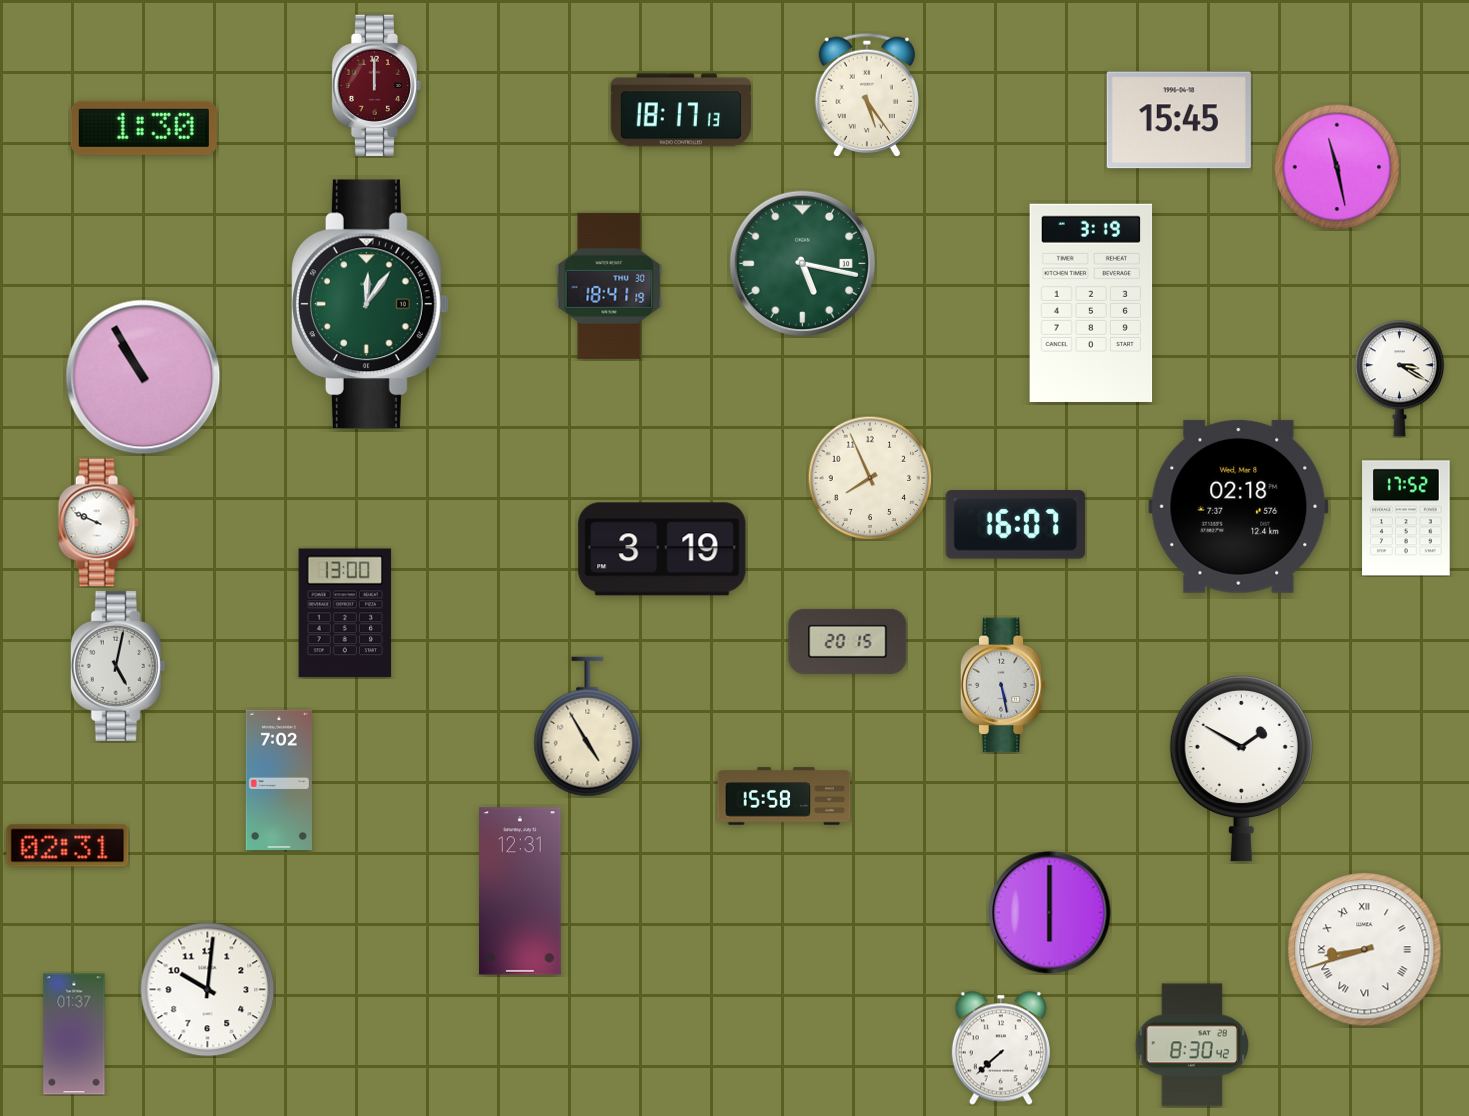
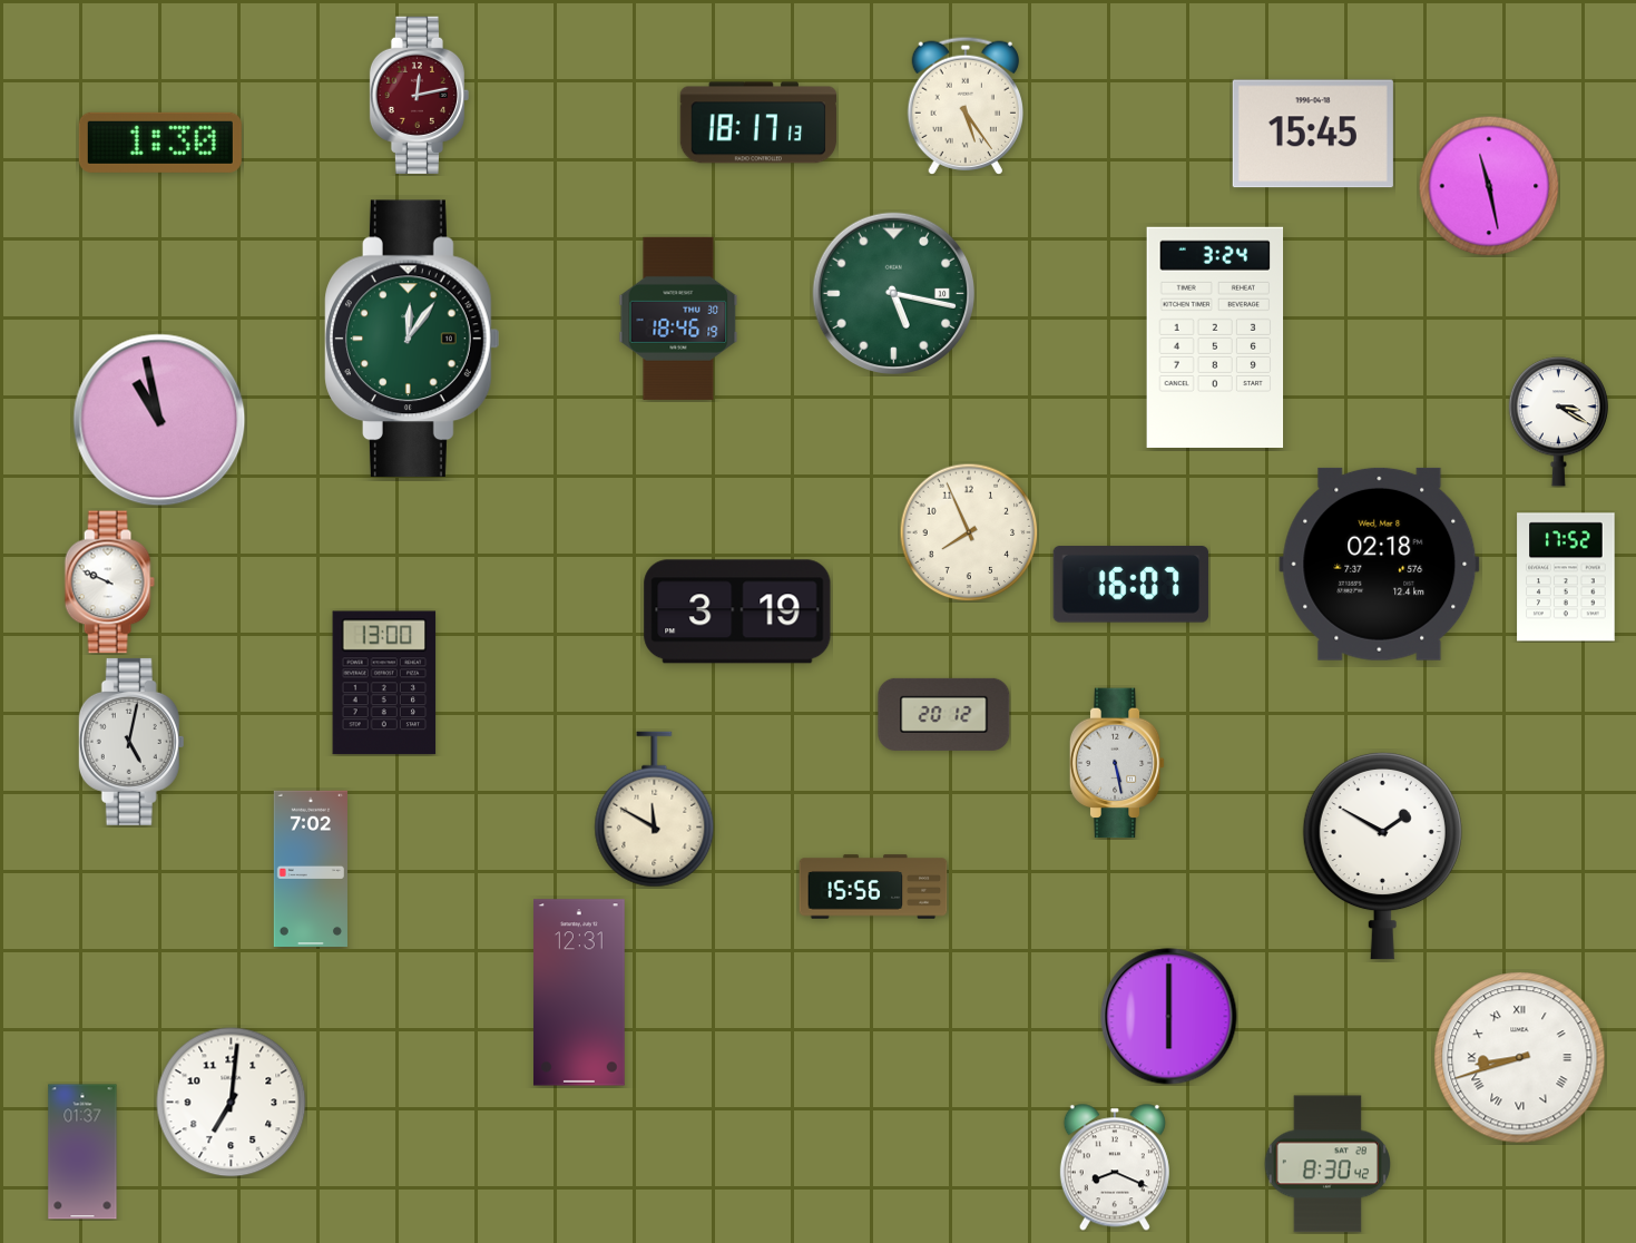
clock at (376, 85): 12:00 -> 12:13
clock at (609, 286): 18:41 -> 18:46
clock at (1091, 303): 3:19 -> 3:24
clock at (143, 377): 10:55 -> 10:58
clock at (848, 641): 20:15 -> 20:12
clock at (588, 727): 4:55 -> 11:50
clock at (784, 796): 15:58 -> 15:56
clock at (68, 846): 02:31 -> none
clock at (208, 990): 10:01 -> 7:01
clock at (1001, 1048): 7:38 -> 8:19
